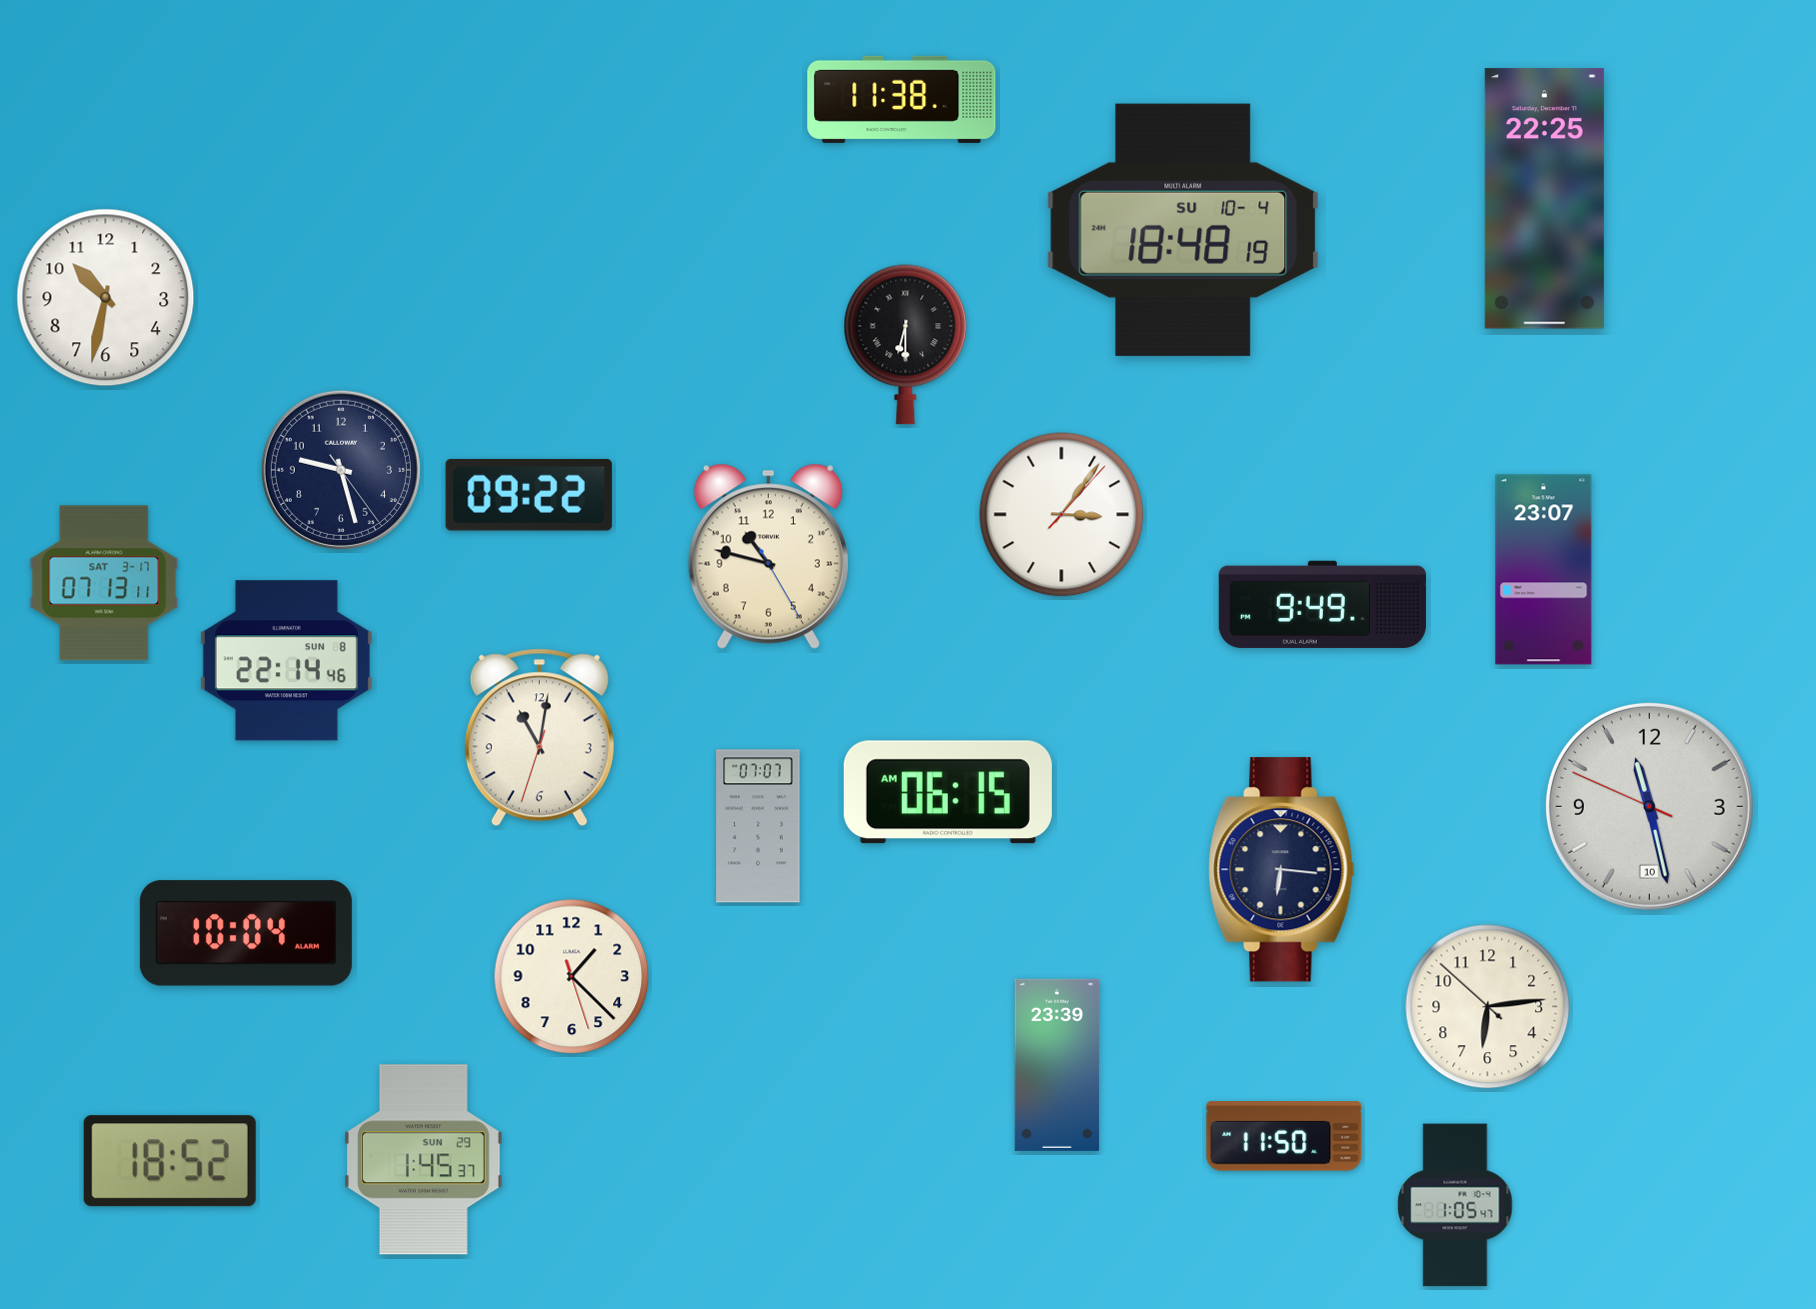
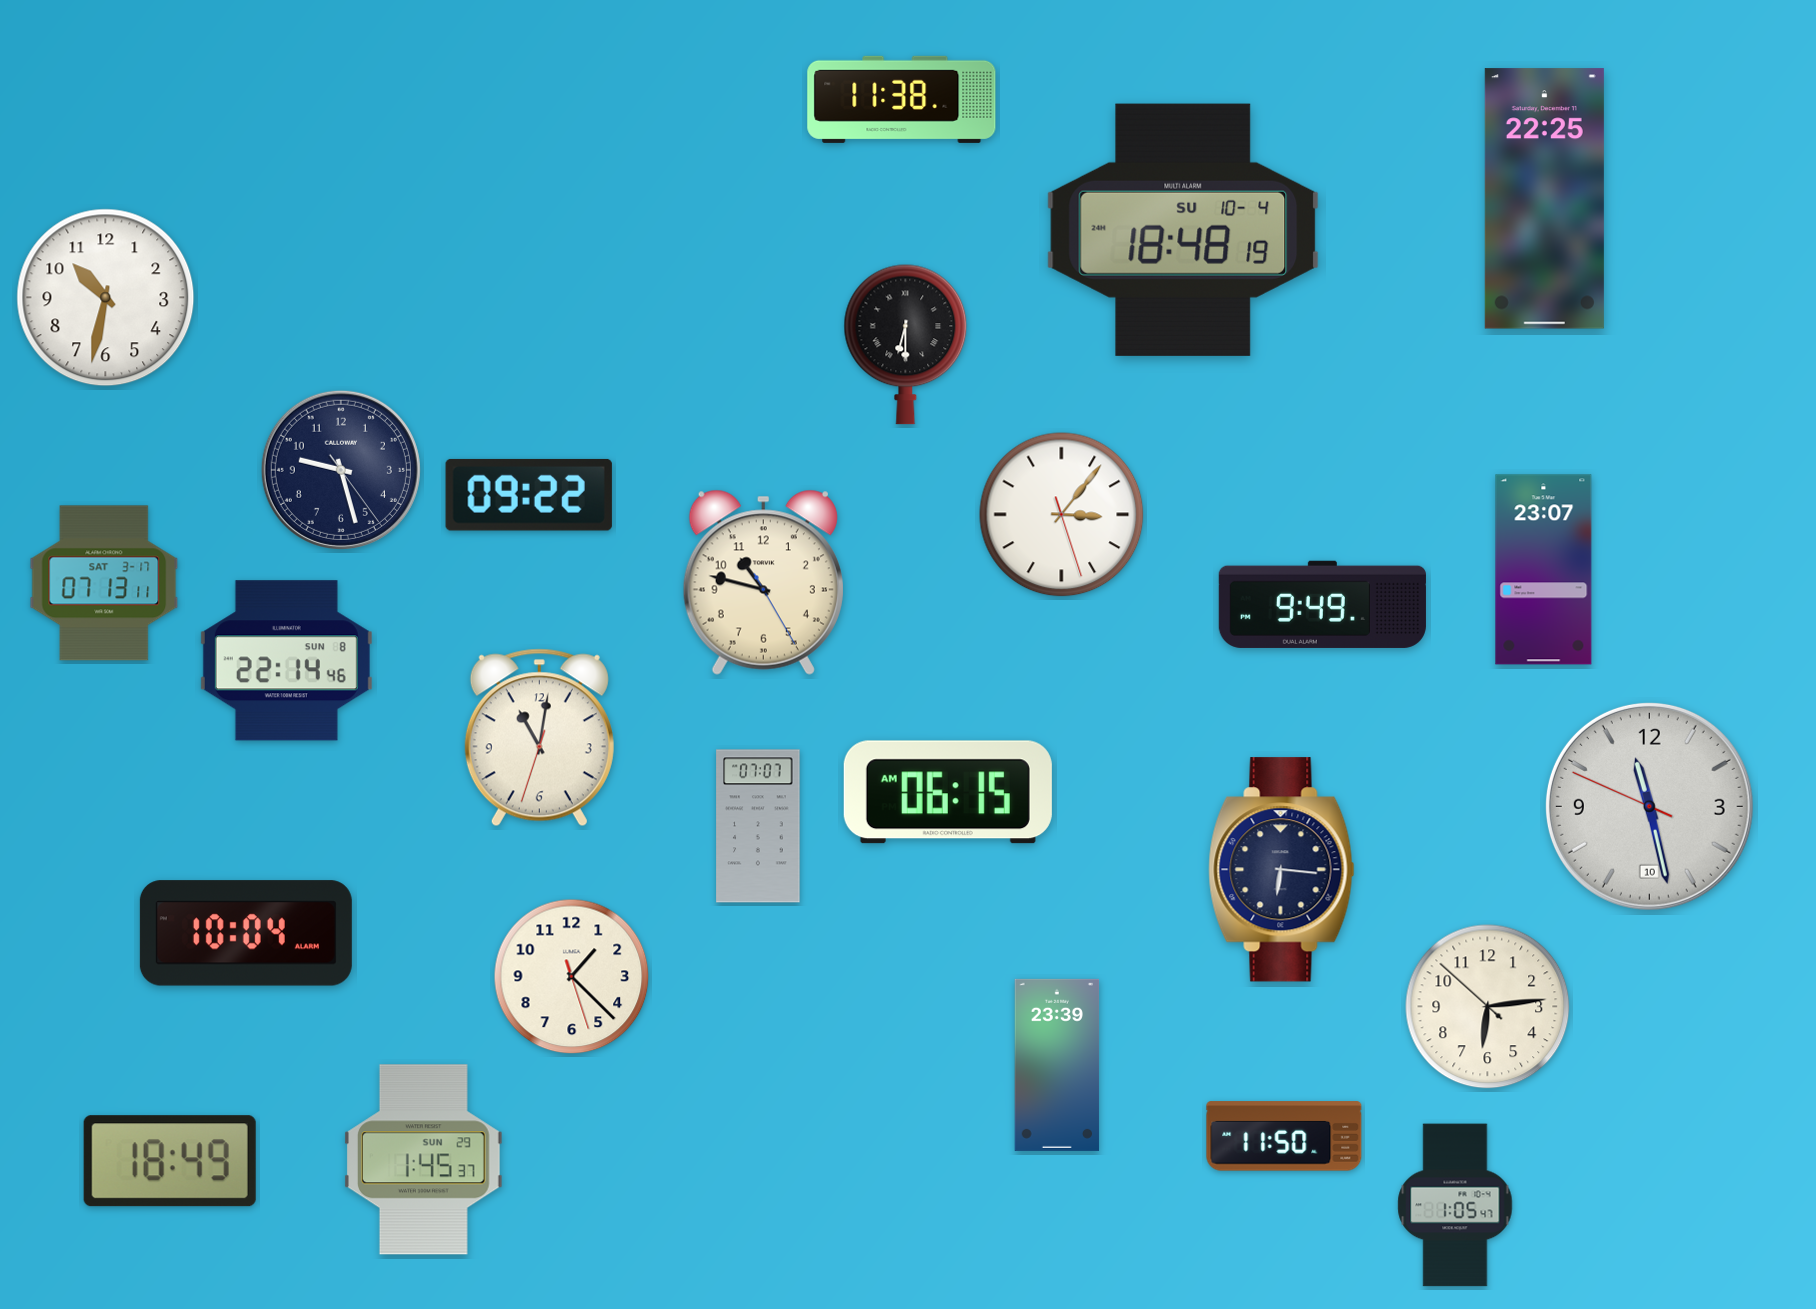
clock at (1062, 515): 3:06:07 -> 3:06:27
clock at (768, 556) position: (768, 556) -> (763, 582)
clock at (170, 1161): 18:52 -> 18:49
